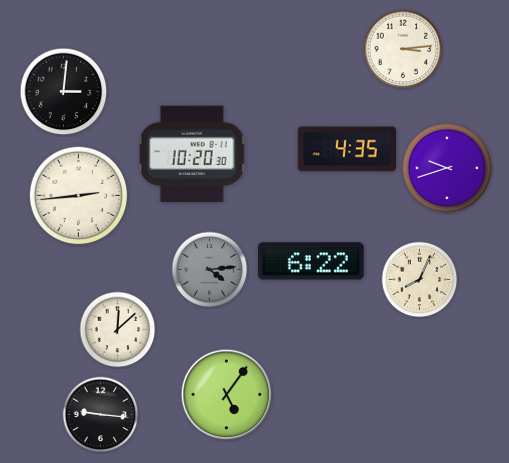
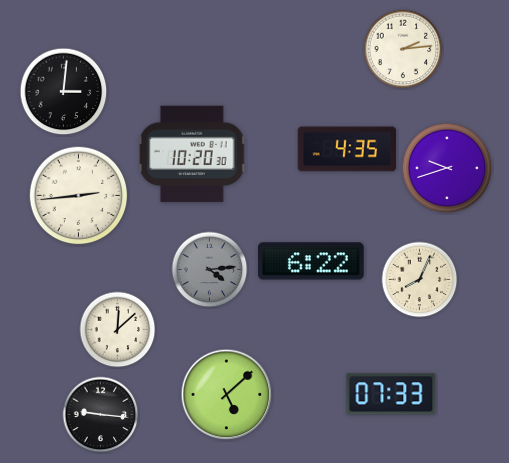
clock at (403, 49): 3:14 -> 2:14
clock at (391, 394): none -> 07:33
clock at (227, 395): 5:06 -> 5:08
